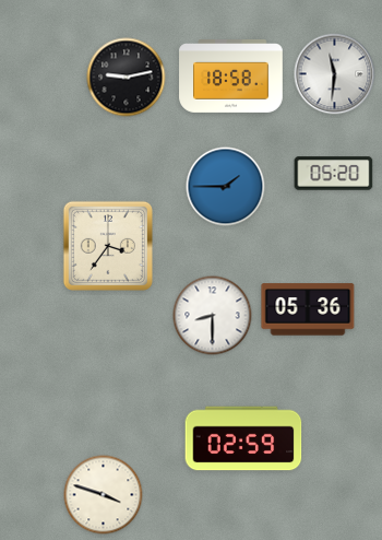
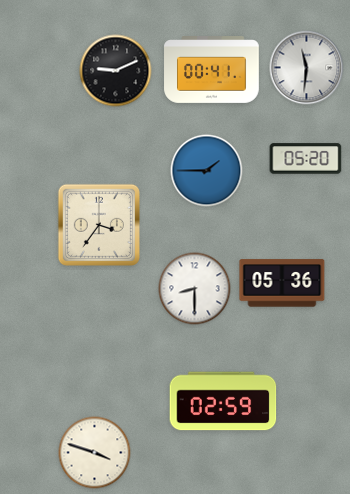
clock at (231, 77): 18:58 -> 00:41
clock at (127, 78): 9:13 -> 9:11
